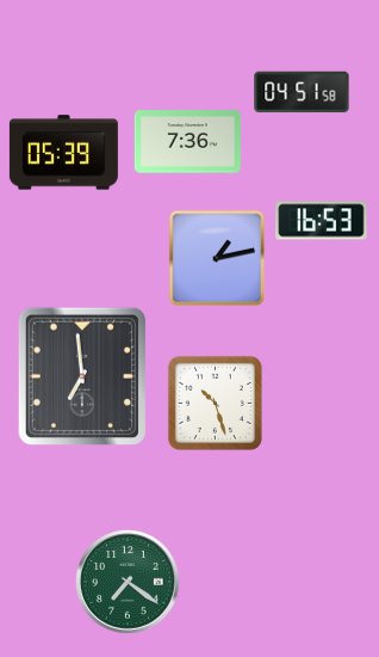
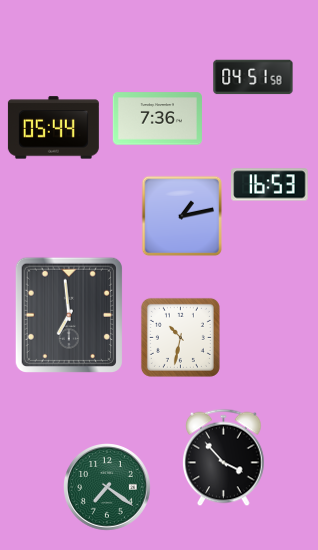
clock at (63, 153): 05:39 -> 05:44
clock at (215, 403): 10:27 -> 10:32
clock at (224, 458): none -> 3:53
